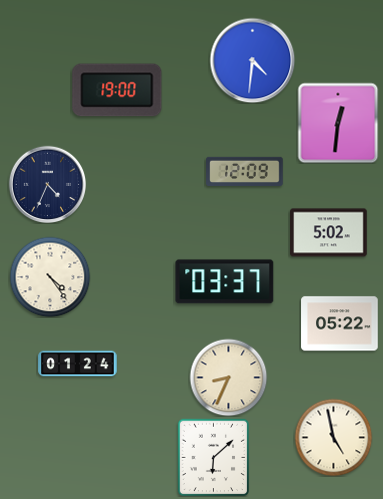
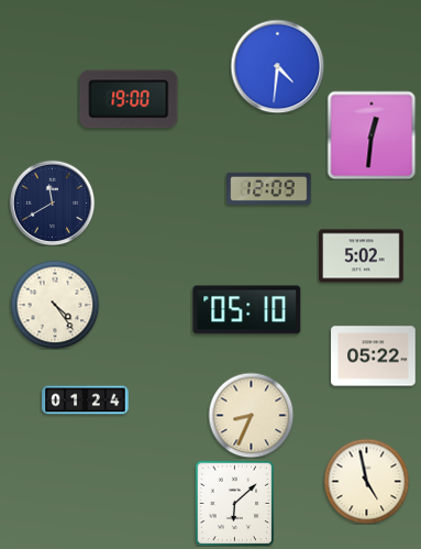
clock at (47, 184): 4:34 -> 11:40
clock at (225, 282): 03:37 -> 05:10
